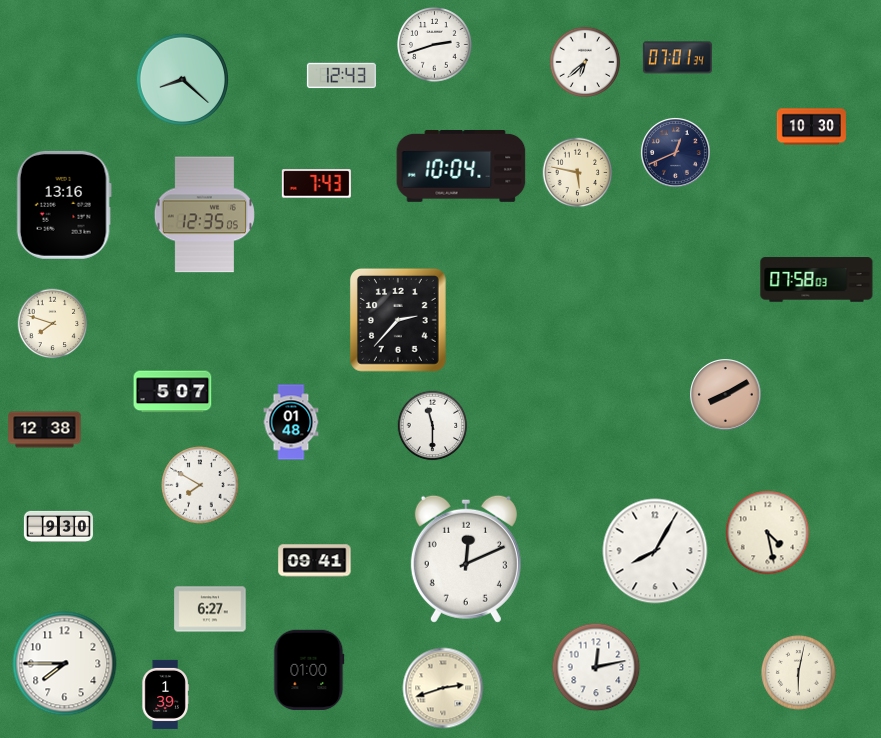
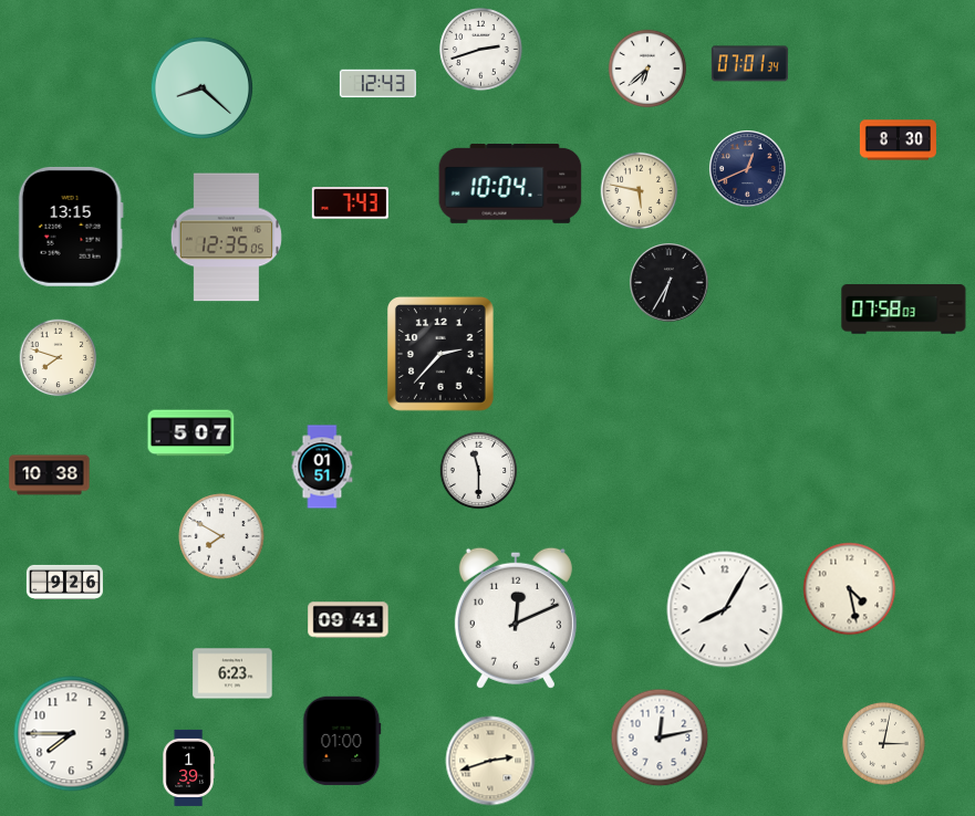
clock at (811, 127): 10:30 -> 8:30
clock at (64, 205): 13:16 -> 13:15
clock at (670, 283): none -> 6:35
clock at (726, 395): 8:10 -> none
clock at (291, 422): 01:48 -> 01:51
clock at (45, 430): 12:38 -> 10:38
clock at (58, 526): 9:30 -> 9:26
clock at (210, 609): 6:27 -> 6:23
clock at (799, 673): 6:02 -> 3:02
clock at (165, 694) position: (165, 694) -> (188, 767)
